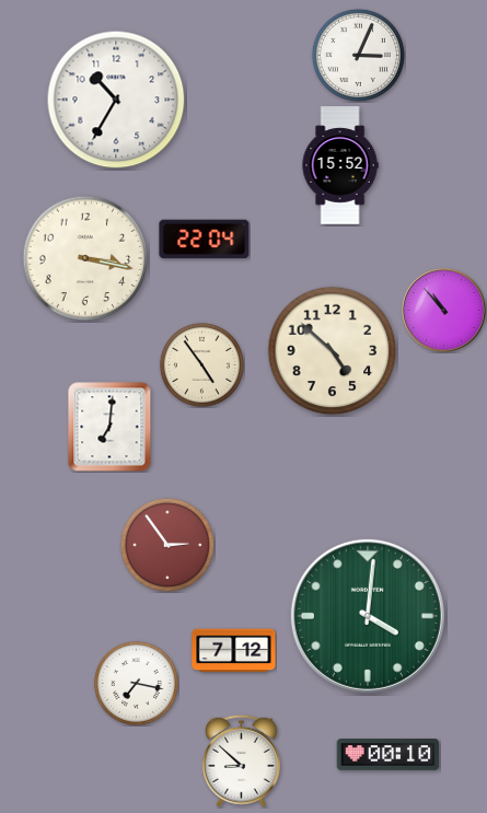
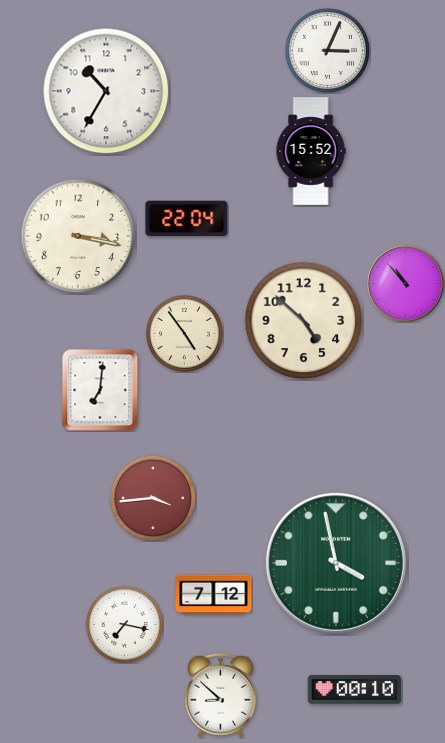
clock at (167, 545): 2:54 -> 3:44
clock at (368, 616): 4:01 -> 3:58
